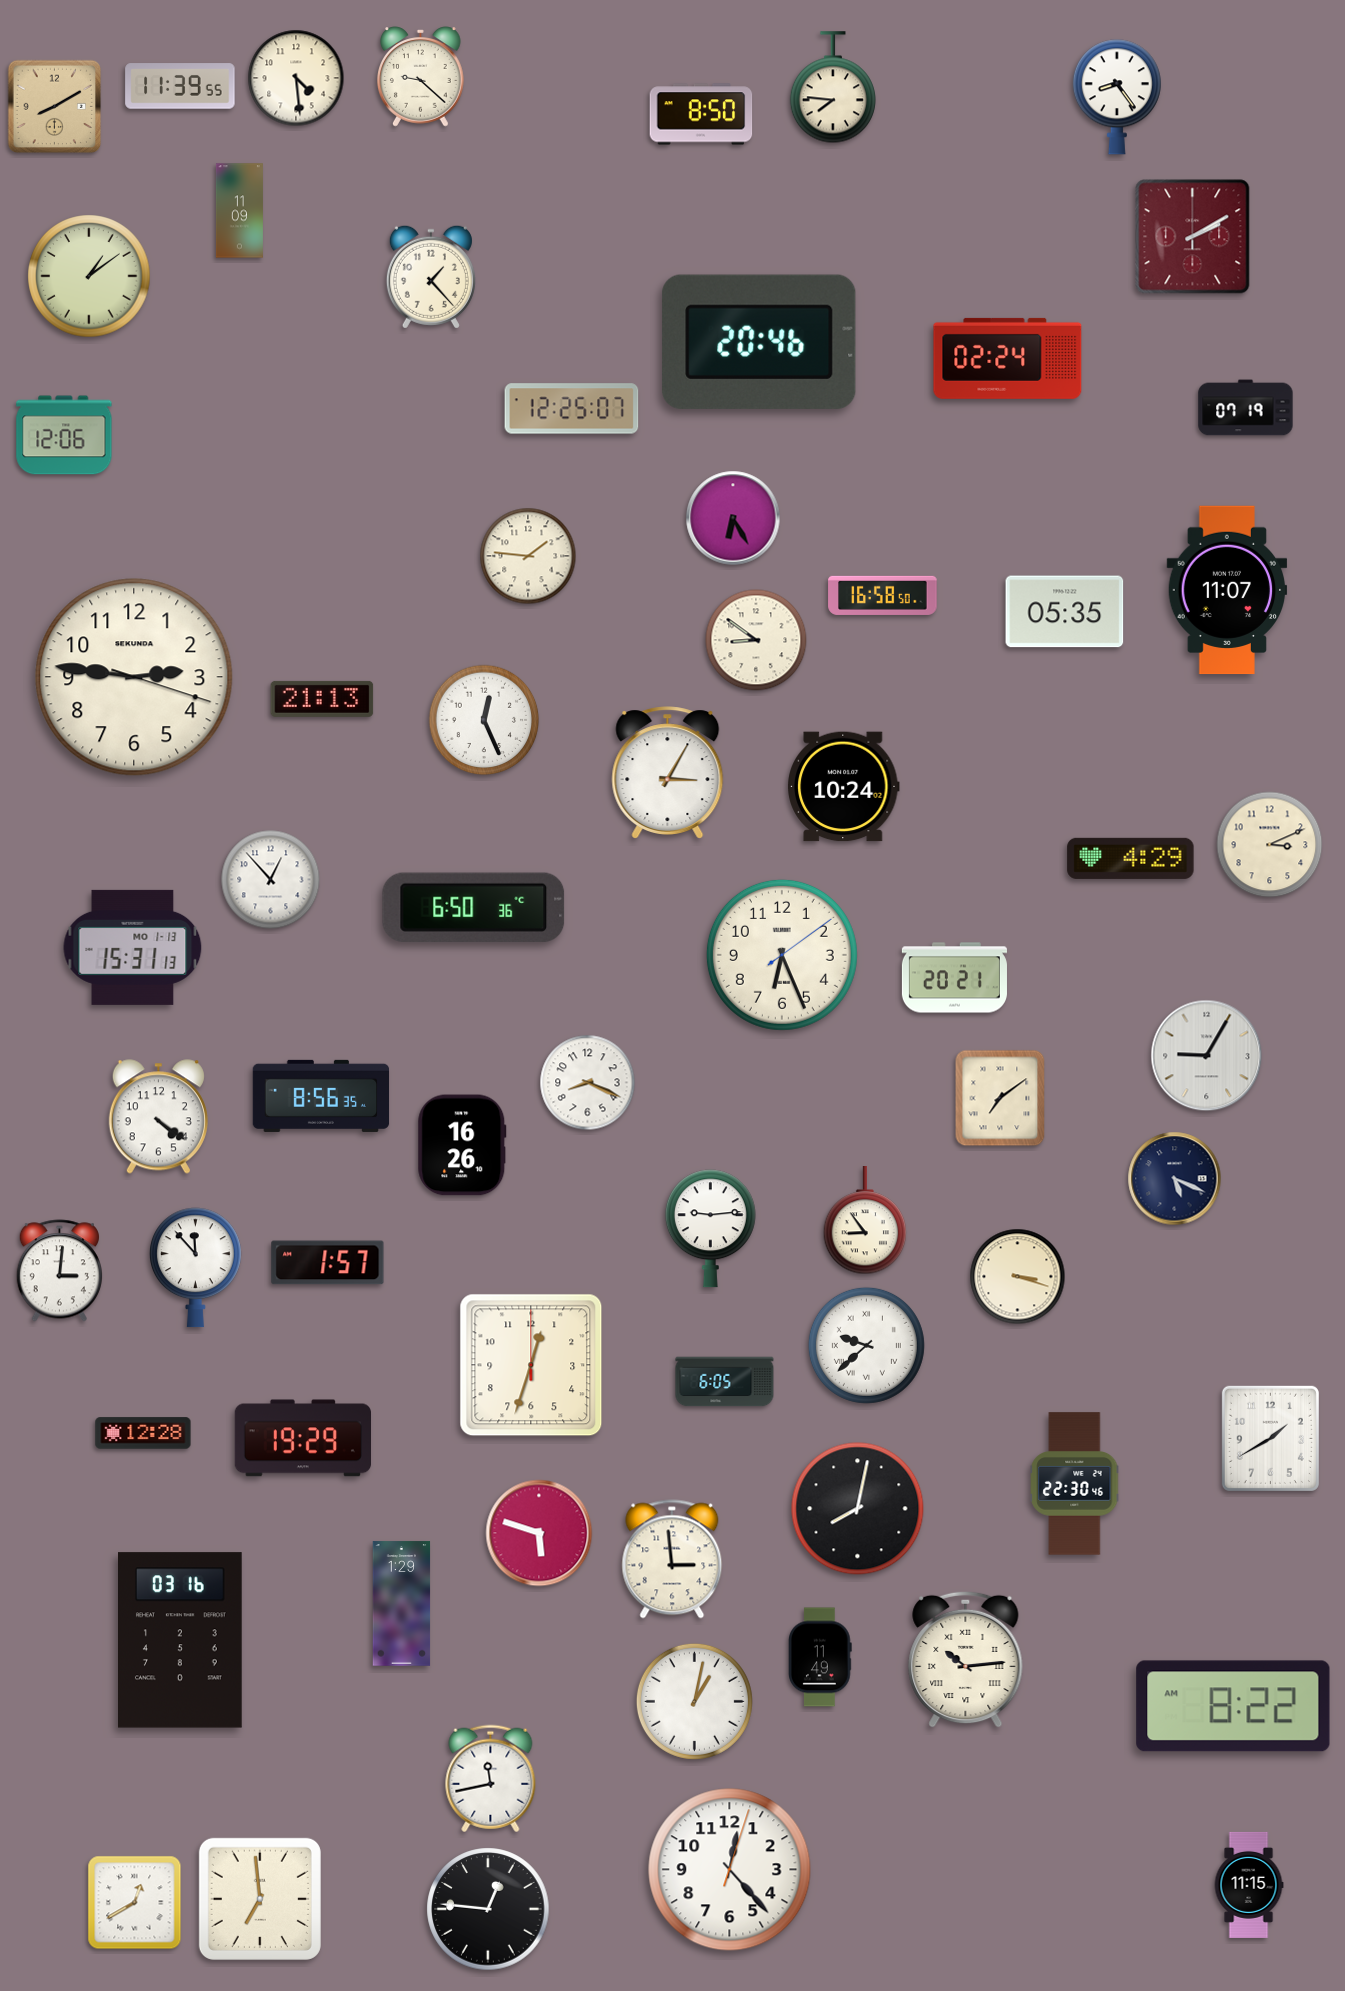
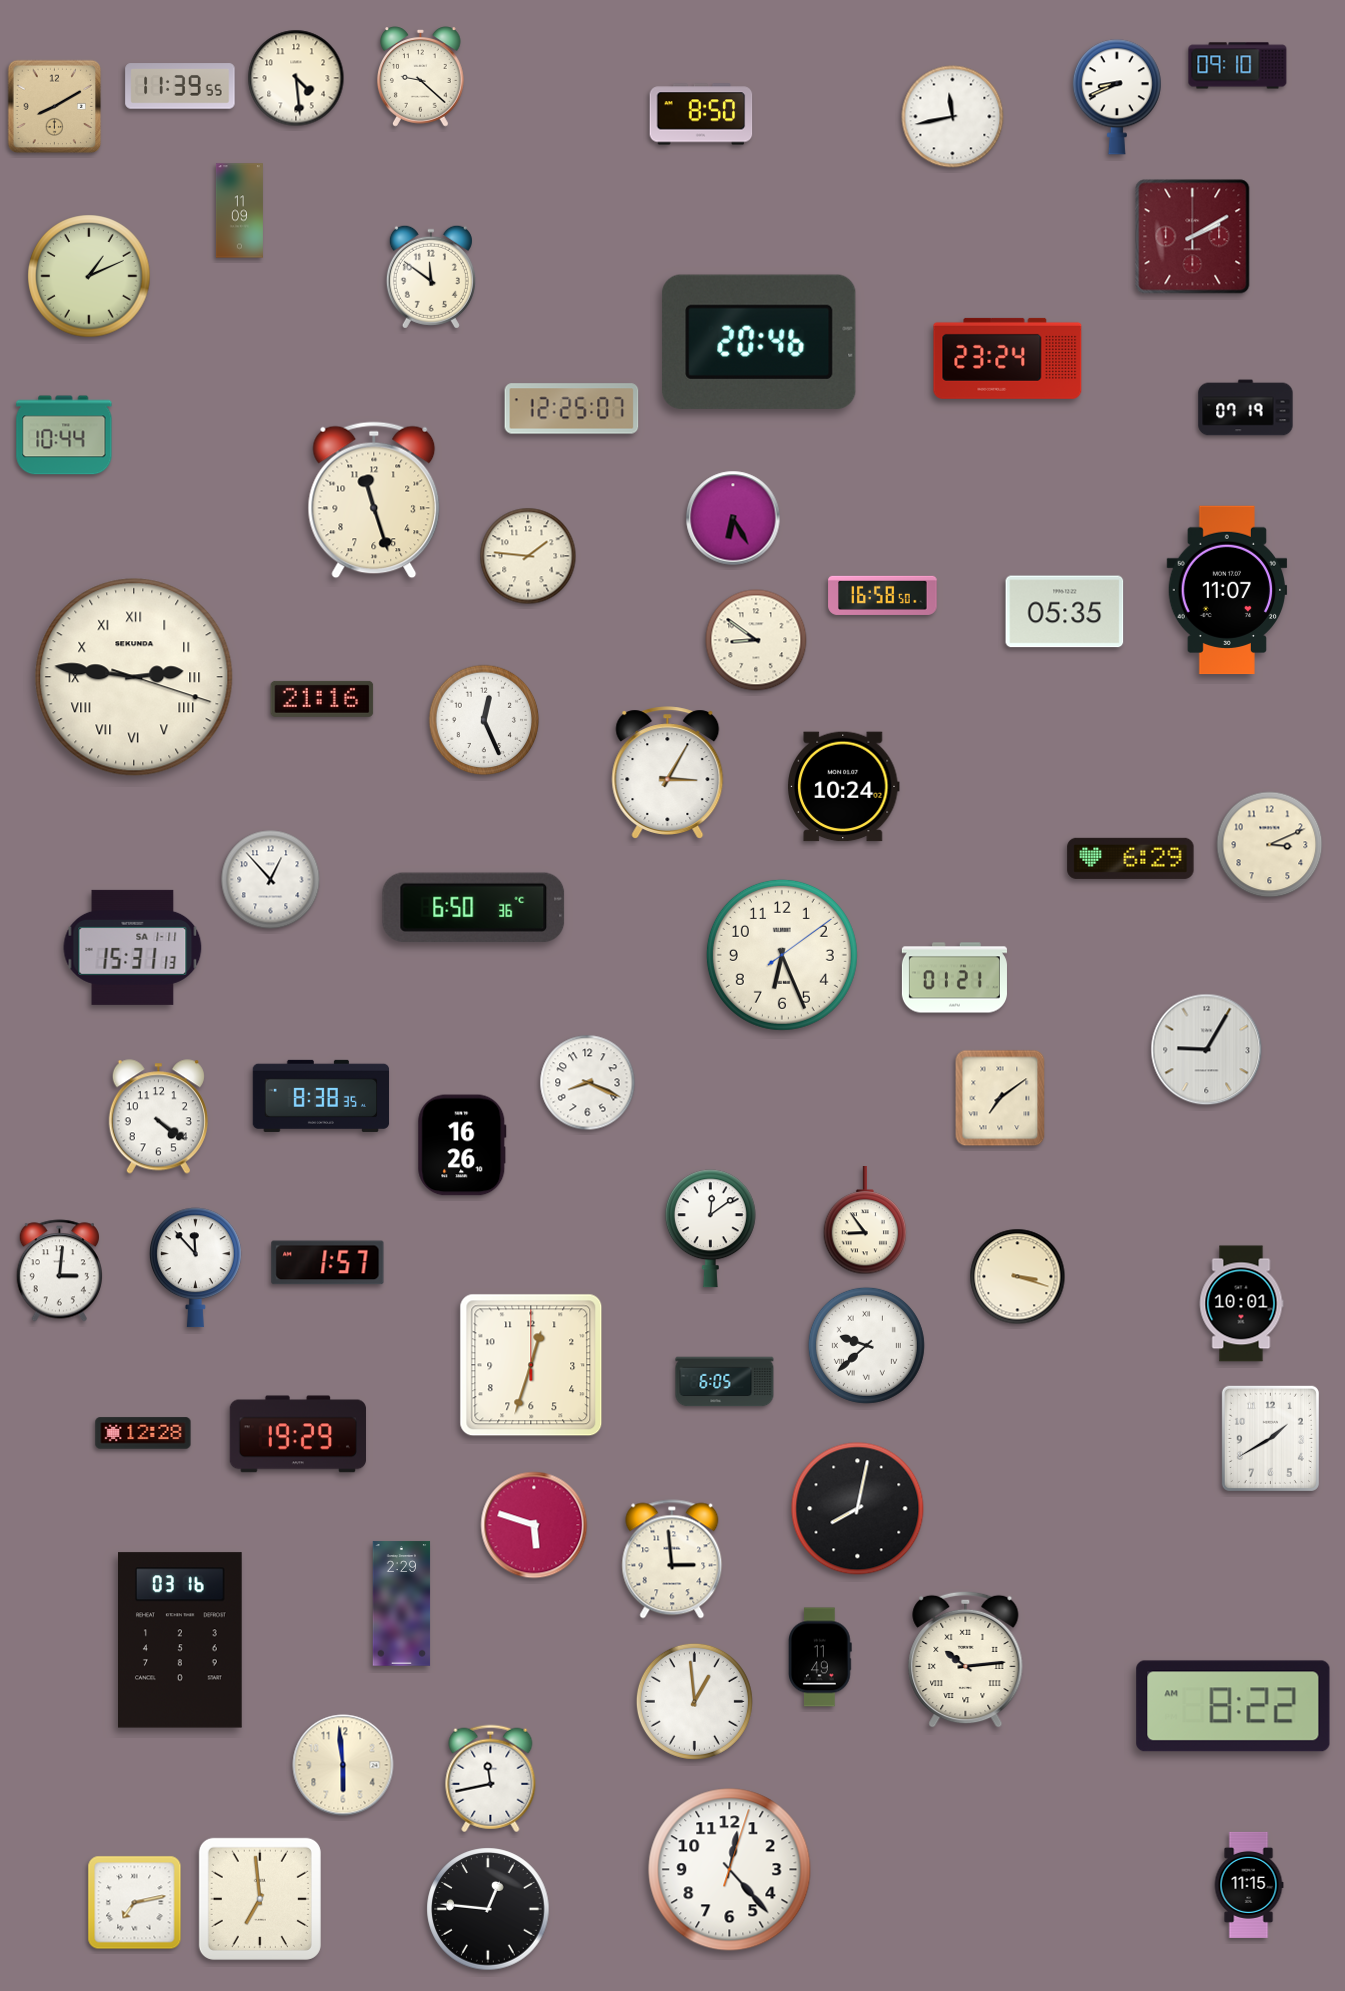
clock at (1238, 66): none -> 09:10
clock at (833, 88): 7:46 -> none
clock at (1117, 97): 8:24 -> 8:41
clock at (953, 117): none -> 11:43
clock at (89, 276): 1:09 -> 1:11
clock at (431, 277): 1:23 -> 11:51
clock at (1008, 358): 02:24 -> 23:24
clock at (64, 435): 12:06 -> 10:44
clock at (374, 500): none -> 11:27
clock at (134, 677) numerals: Arabic -> Roman
clock at (322, 699): 21:13 -> 21:16
clock at (1131, 858): 4:29 -> 6:29
clock at (133, 947) date: MO 1-13 -> SA 1-11
clock at (954, 978): 20:21 -> 01:21
clock at (1207, 1056) position: (1207, 1056) -> (1207, 1050)
clock at (321, 1096): 8:56 -> 8:38
clock at (1175, 1179): 5:19 -> none
clock at (710, 1229): 9:14 -> 12:09
clock at (1241, 1304): none -> 10:01
clock at (302, 1438) position: (302, 1438) -> (297, 1434)
clock at (1075, 1484): 22:30 -> none
clock at (539, 1533) position: (539, 1533) -> (534, 1525)
clock at (402, 1604): 1:29 -> 2:29
clock at (694, 1701): 1:02 -> 12:59
clock at (343, 1765): none -> 5:59
clock at (135, 1903): 12:40 -> 7:13
